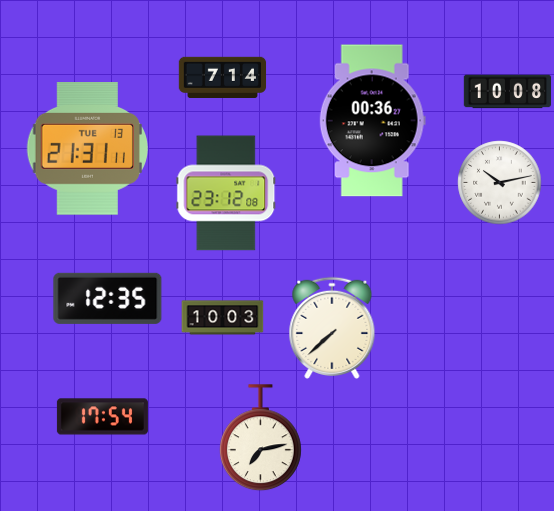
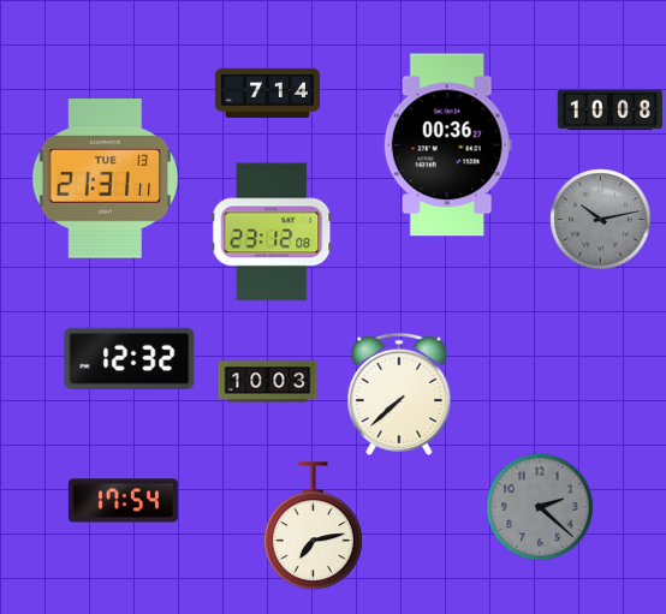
clock at (500, 183) dial: white -> grey
clock at (108, 298): 12:35 -> 12:32
clock at (540, 507): none -> 2:22
